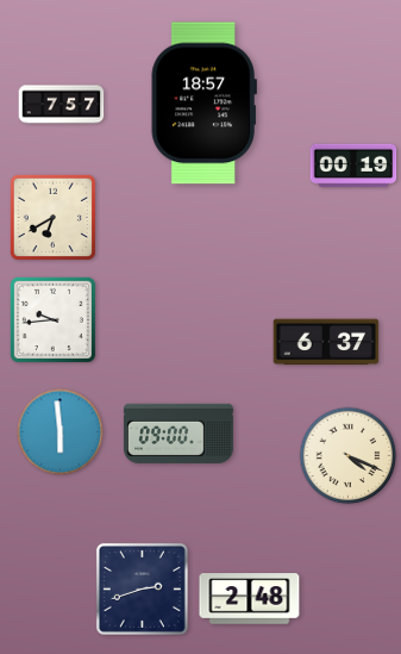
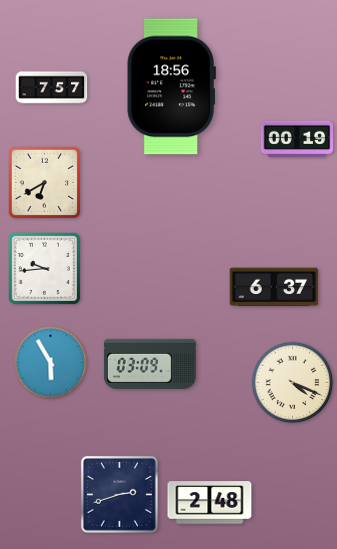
clock at (203, 104): 18:57 -> 18:56
clock at (61, 432): 5:59 -> 5:55
clock at (178, 434): 09:00 -> 03:09
